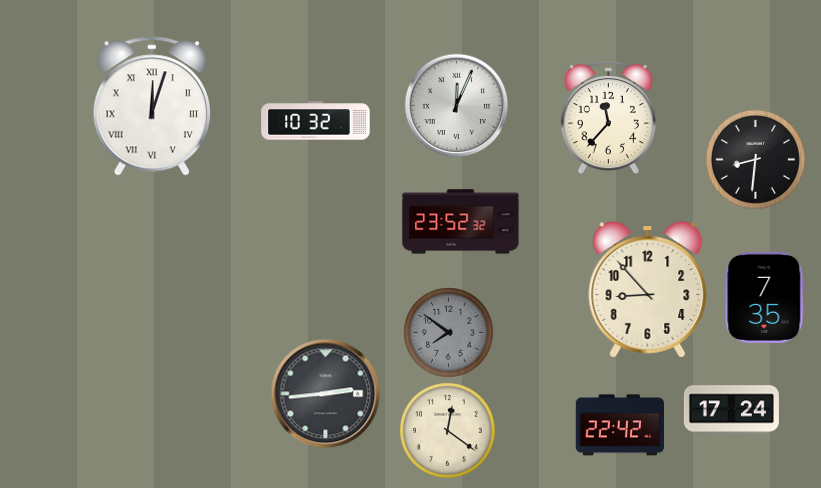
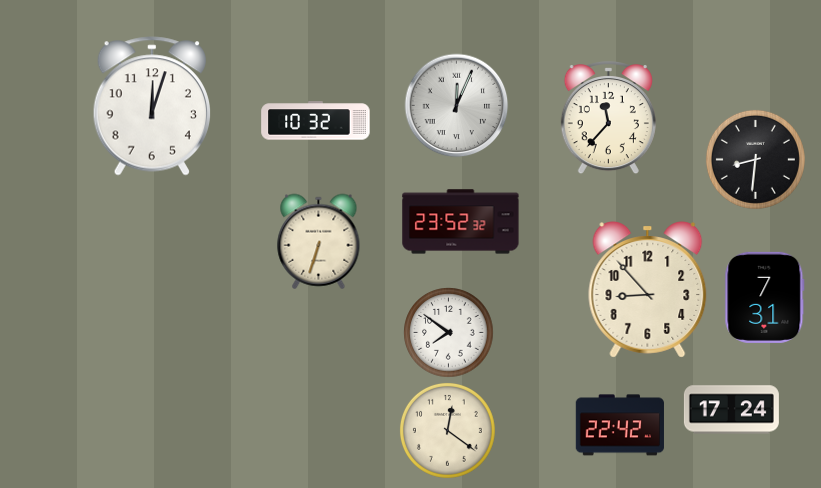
clock at (151, 106) numerals: Roman -> Arabic
clock at (319, 241): none -> 6:33
clock at (765, 297): 7:35 -> 7:31
clock at (448, 332) dial: grey -> white
clock at (325, 393): 2:44 -> none
